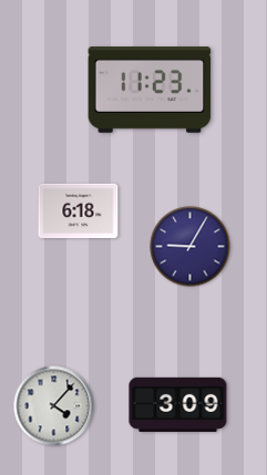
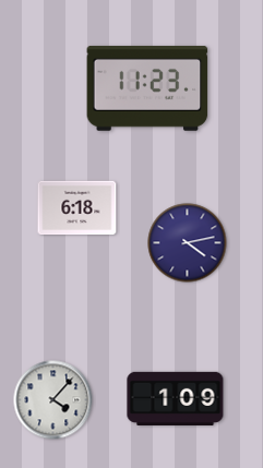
clock at (191, 247): 9:05 -> 4:13
clock at (178, 404): 3:09 -> 1:09
